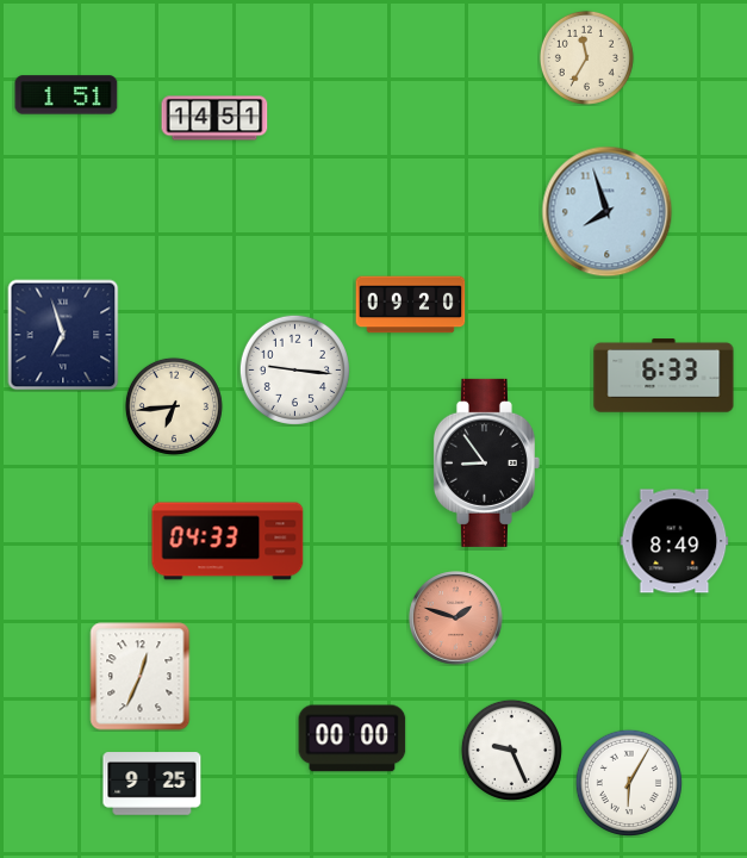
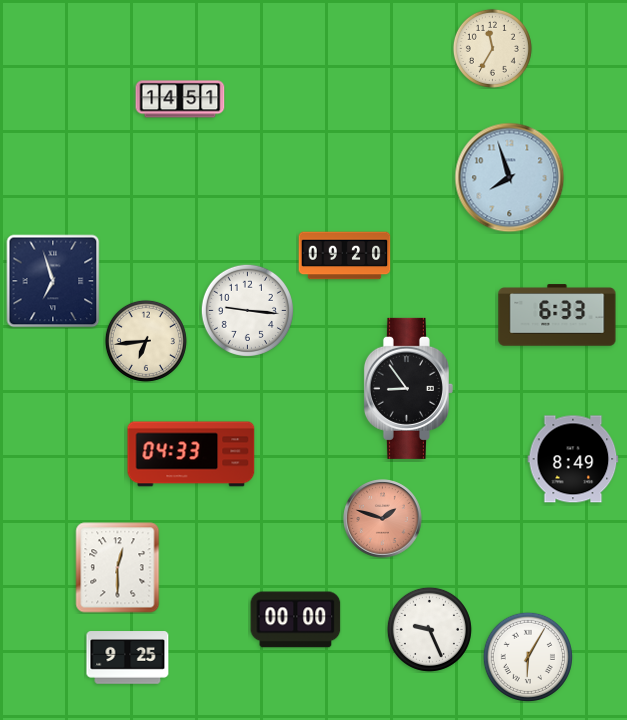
clock at (67, 95): 1:51 -> none
clock at (674, 541) position: (674, 541) -> (573, 459)
clock at (141, 677): 12:34 -> 12:30
